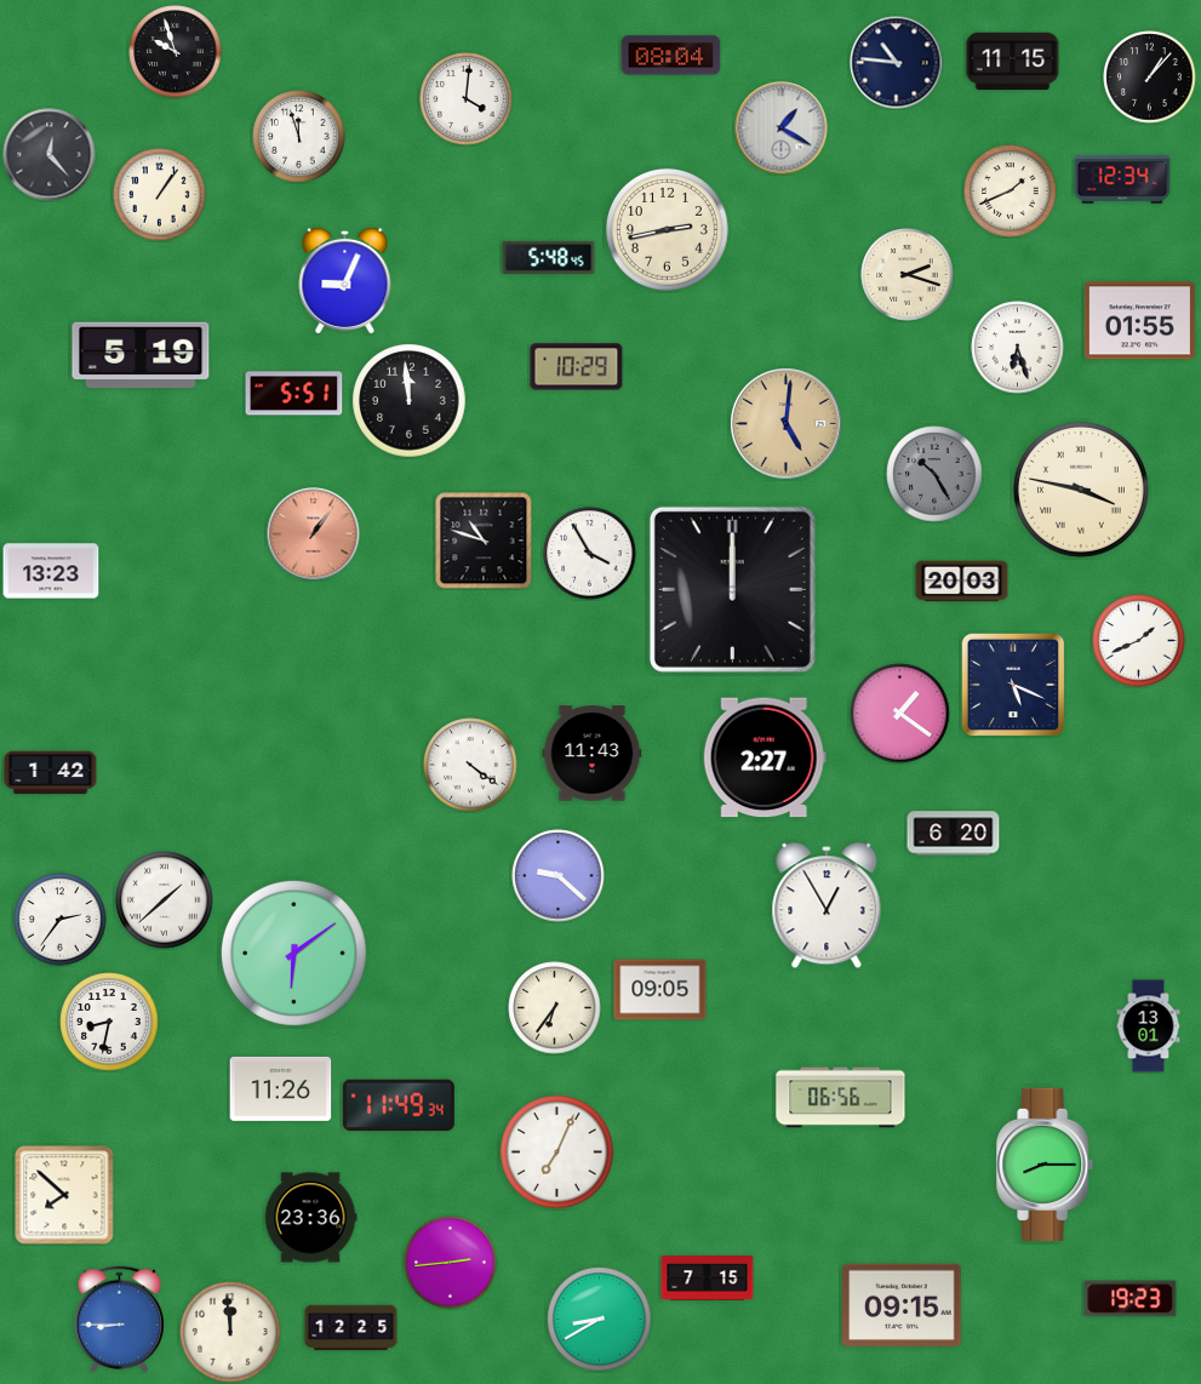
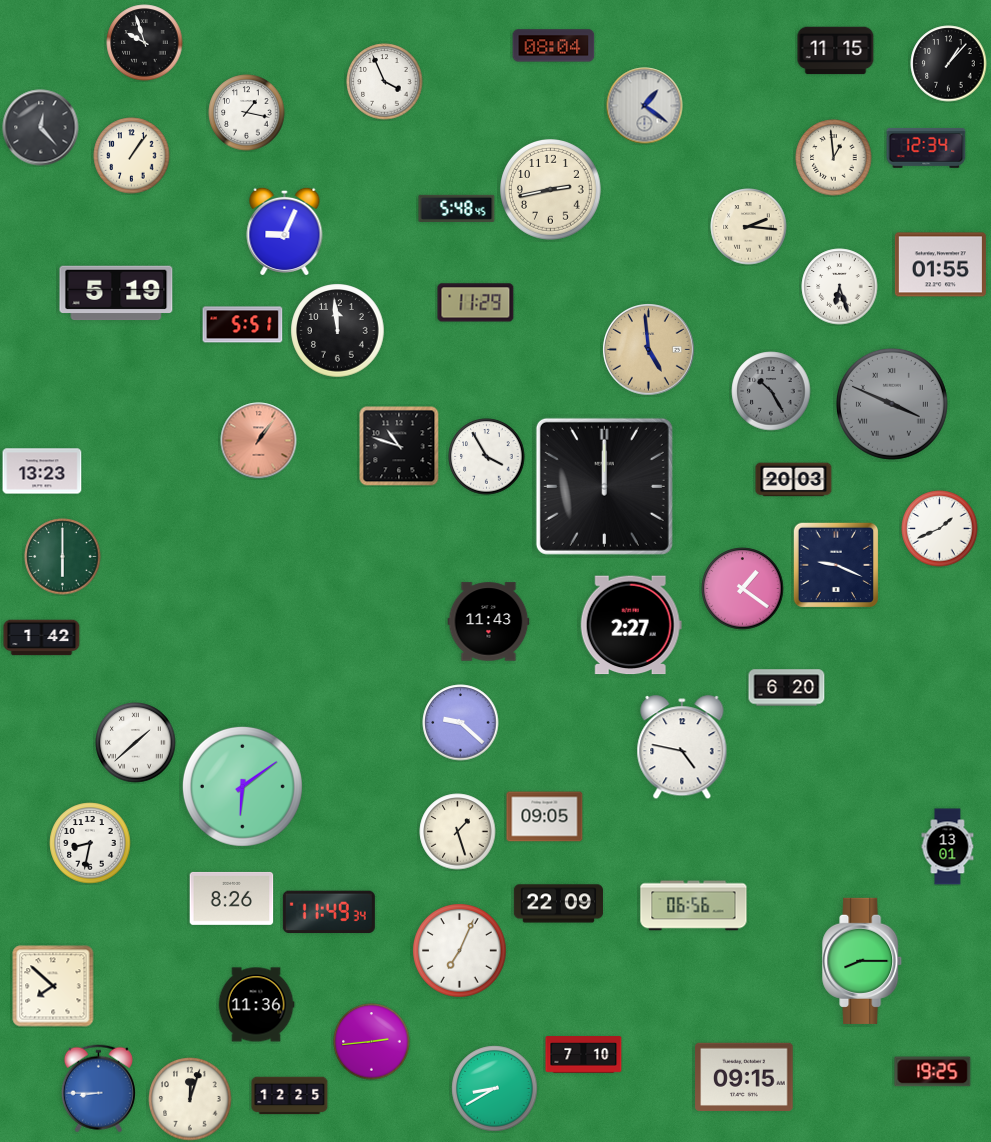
clock at (897, 63): 10:46 -> none
clock at (467, 99): 4:01 -> 3:56
clock at (782, 128): 1:20 -> 1:21
clock at (299, 137): 11:57 -> 1:17
clock at (1011, 191): 1:41 -> 12:59
clock at (160, 195) position: (160, 195) -> (132, 156)
clock at (549, 257) position: (549, 257) -> (457, 208)
clock at (908, 275): 2:18 -> 2:16
clock at (577, 367): 10:29 -> 11:29
clock at (787, 424): 5:01 -> 4:59
clock at (1081, 490): 3:47 -> 3:49
clock at (1081, 490) dial: cream -> grey
clock at (63, 557): none -> 6:00
clock at (1012, 684): 5:19 -> 9:19
clock at (470, 765): 4:21 -> none
clock at (827, 907): 12:55 -> 4:47
clock at (61, 920): 2:36 -> none
clock at (555, 1008): 6:36 -> 1:27
clock at (281, 1088): 11:26 -> 8:26
clock at (558, 904): none -> 22:09
clock at (310, 1218): 23:36 -> 11:36
clock at (708, 1279): 7:15 -> 7:10
clock at (1131, 1299): 19:23 -> 19:25
clock at (230, 1332): 11:59 -> 12:03
